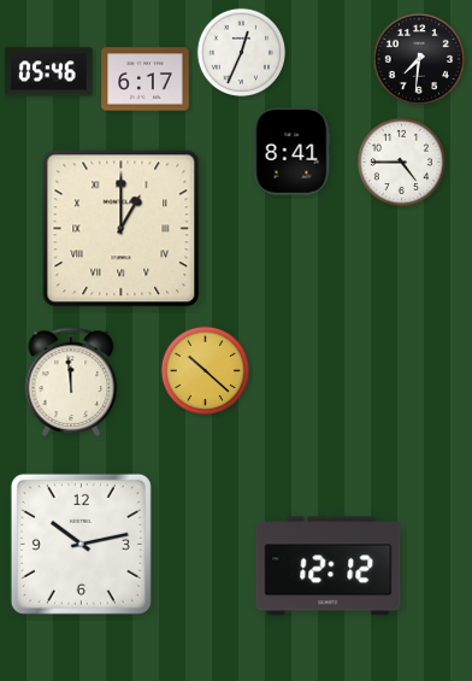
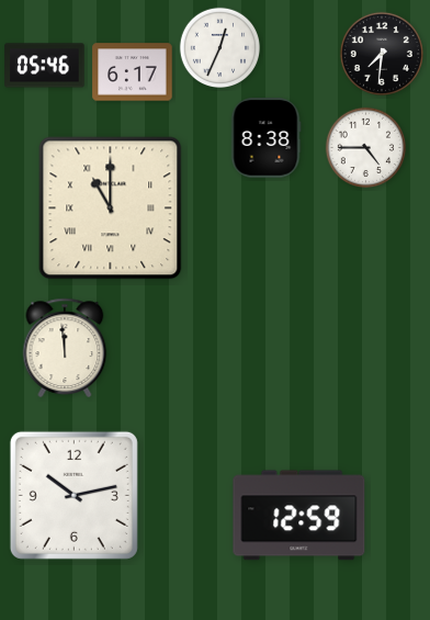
clock at (291, 152): 8:41 -> 8:38
clock at (122, 229): 1:00 -> 11:00
clock at (205, 370): 10:22 -> none
clock at (329, 566): 12:12 -> 12:59
